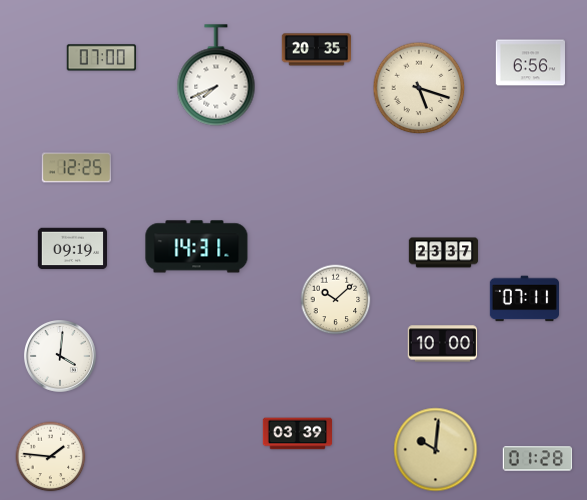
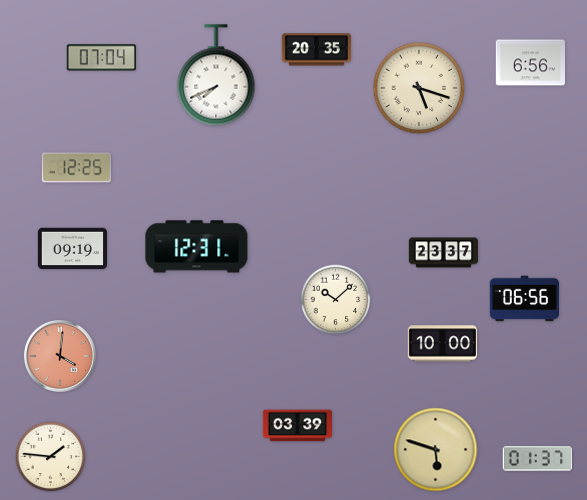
clock at (101, 58): 07:00 -> 07:04
clock at (197, 247): 14:31 -> 12:31
clock at (525, 299): 07:11 -> 06:56
clock at (61, 357) dial: white -> salmon
clock at (298, 434) position: (298, 434) -> (298, 426)
clock at (436, 450): 10:01 -> 5:48
clock at (537, 459): 01:28 -> 01:37
